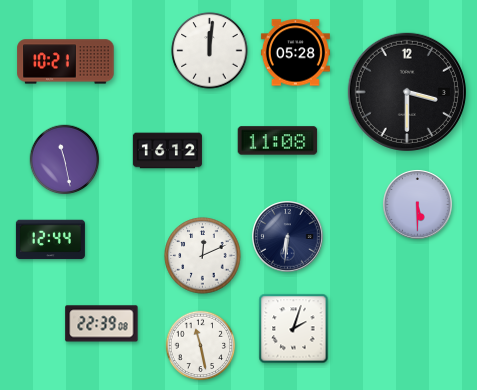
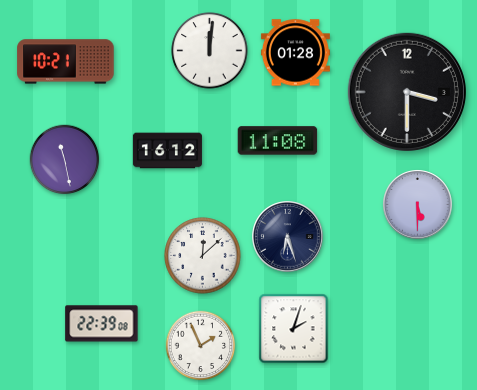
clock at (295, 53): 05:28 -> 01:28
clock at (288, 237): 6:31 -> 6:27
clock at (50, 240): 12:44 -> none
clock at (203, 256): 12:11 -> 12:08
clock at (201, 346): 11:28 -> 1:56
